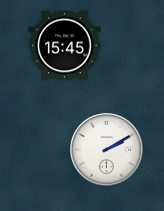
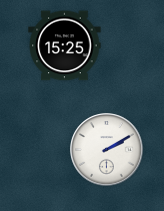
clock at (65, 46): 15:45 -> 15:25
